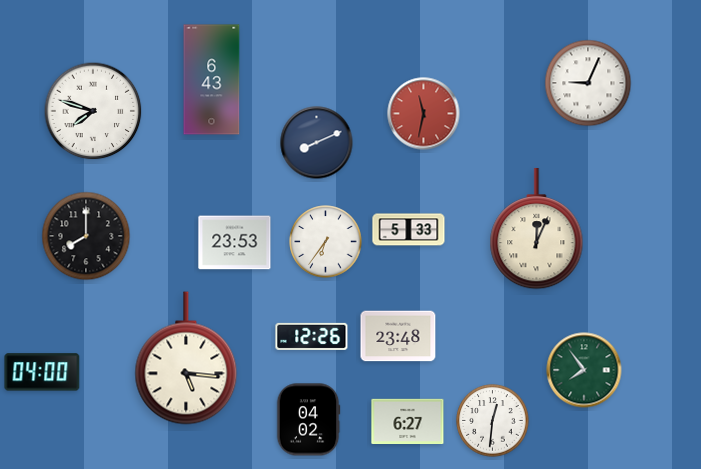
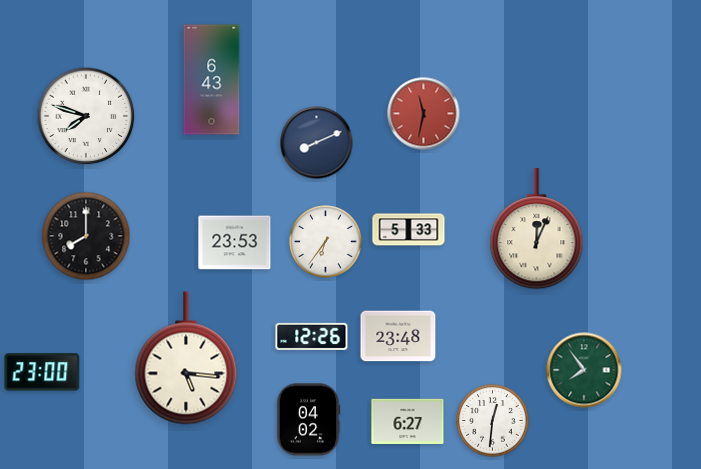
clock at (588, 83): 9:04 -> none
clock at (93, 111) position: (93, 111) -> (86, 116)
clock at (42, 372): 04:00 -> 23:00
